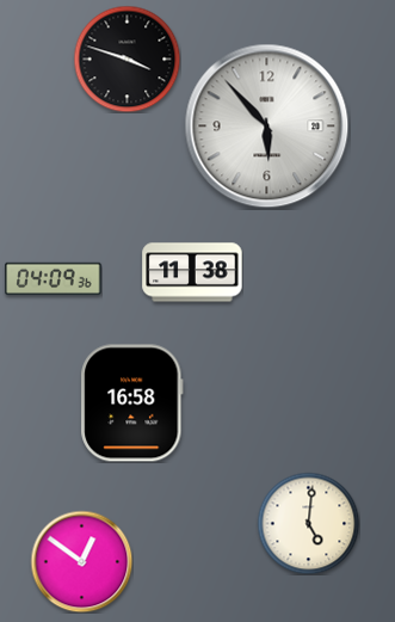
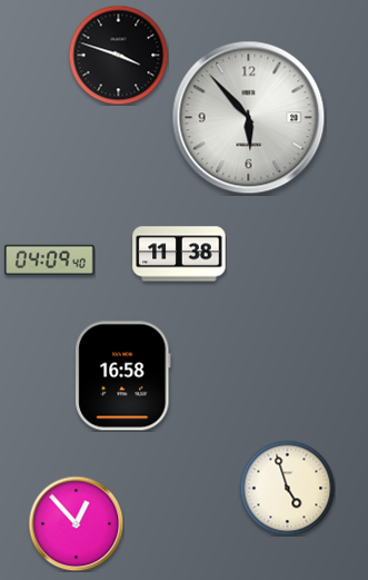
clock at (54, 278): 04:09:36 -> 04:09:40
clock at (308, 523): 5:01 -> 4:57
clock at (81, 561): 12:51 -> 12:53
